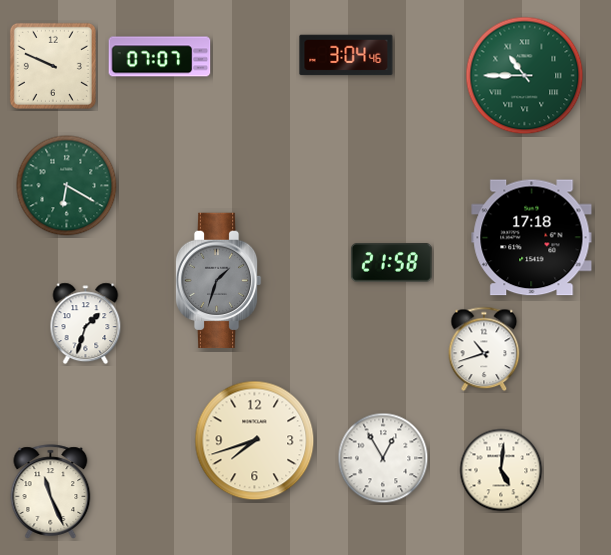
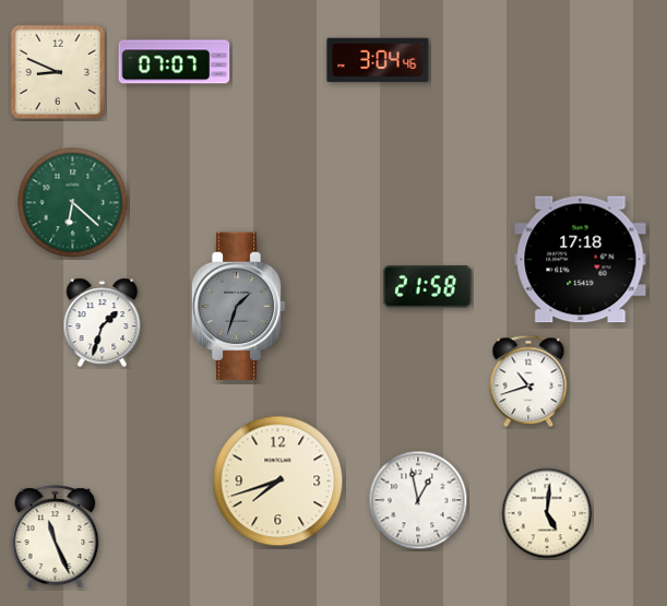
clock at (53, 66): 9:49 -> 8:49
clock at (525, 76): 10:45 -> none
clock at (67, 186): 6:20 -> 6:22
clock at (86, 324) position: (86, 324) -> (103, 323)
clock at (383, 458): 12:55 -> 12:58
